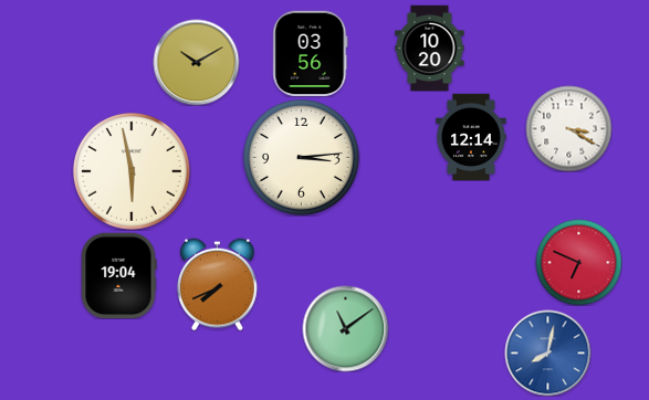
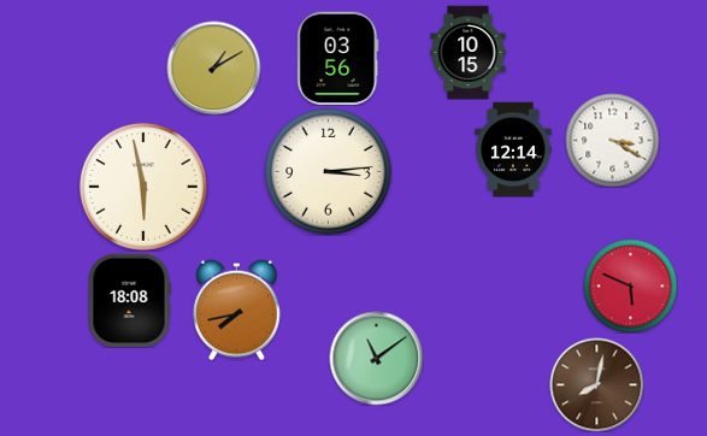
clock at (430, 48): 10:20 -> 10:15
clock at (196, 62): 10:10 -> 1:10
clock at (568, 128) position: (568, 128) -> (612, 140)
clock at (578, 262): 6:49 -> 5:49
clock at (118, 275): 19:04 -> 18:08
clock at (217, 284): 7:41 -> 7:43
clock at (547, 352) dial: blue -> brown
